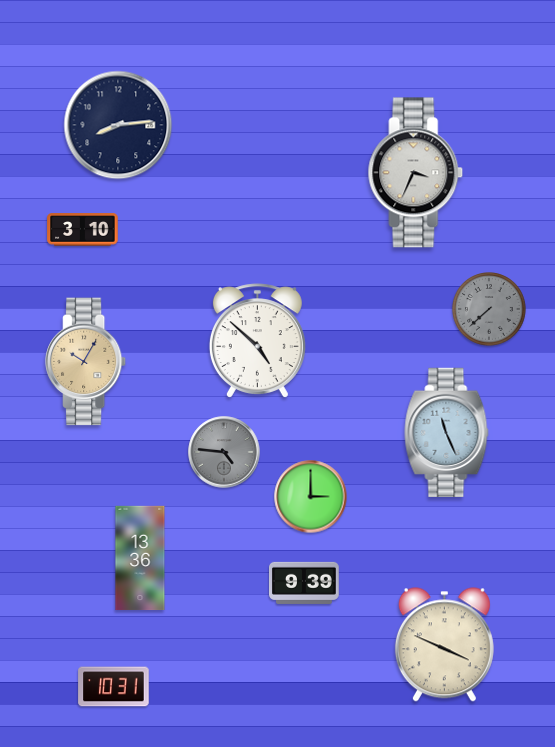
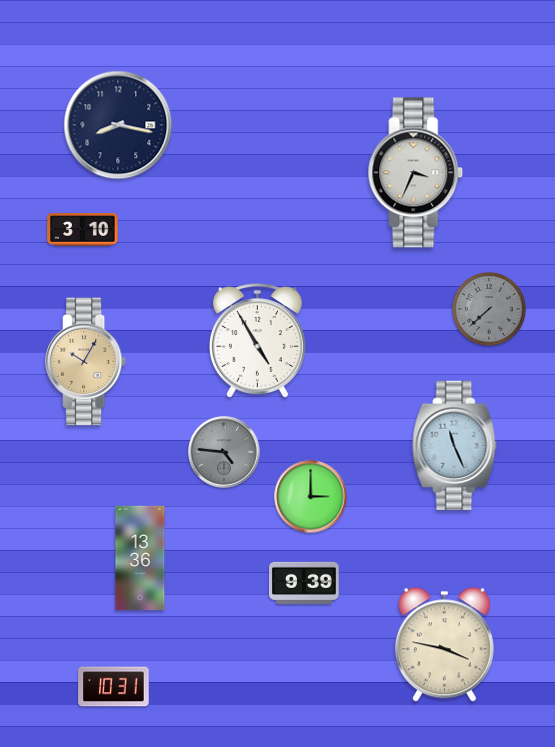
clock at (118, 125): 8:14 -> 8:17
clock at (257, 341): 4:52 -> 4:55
clock at (447, 432) position: (447, 432) -> (455, 445)
clock at (444, 645): 3:49 -> 3:47
